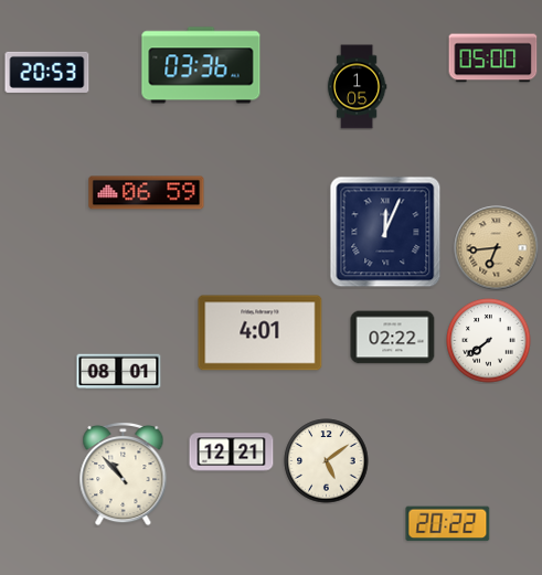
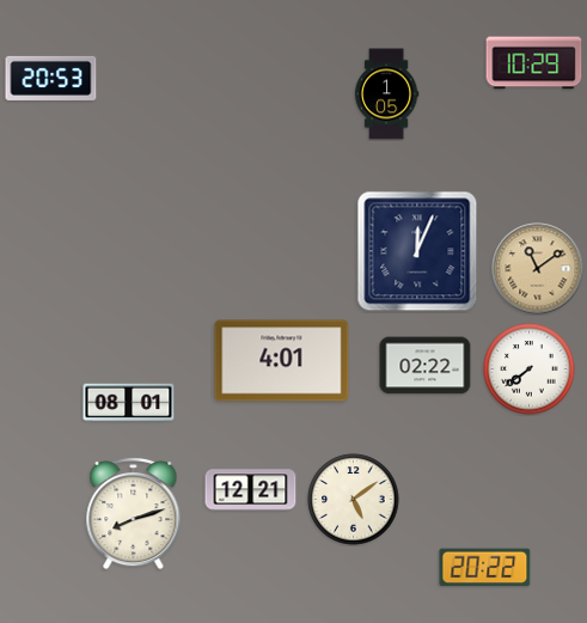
clock at (493, 58): 05:00 -> 10:29
clock at (201, 65): 03:36 -> none
clock at (147, 193): 06:59 -> none
clock at (497, 248): 6:44 -> 11:09
clock at (124, 473): 10:53 -> 8:12
